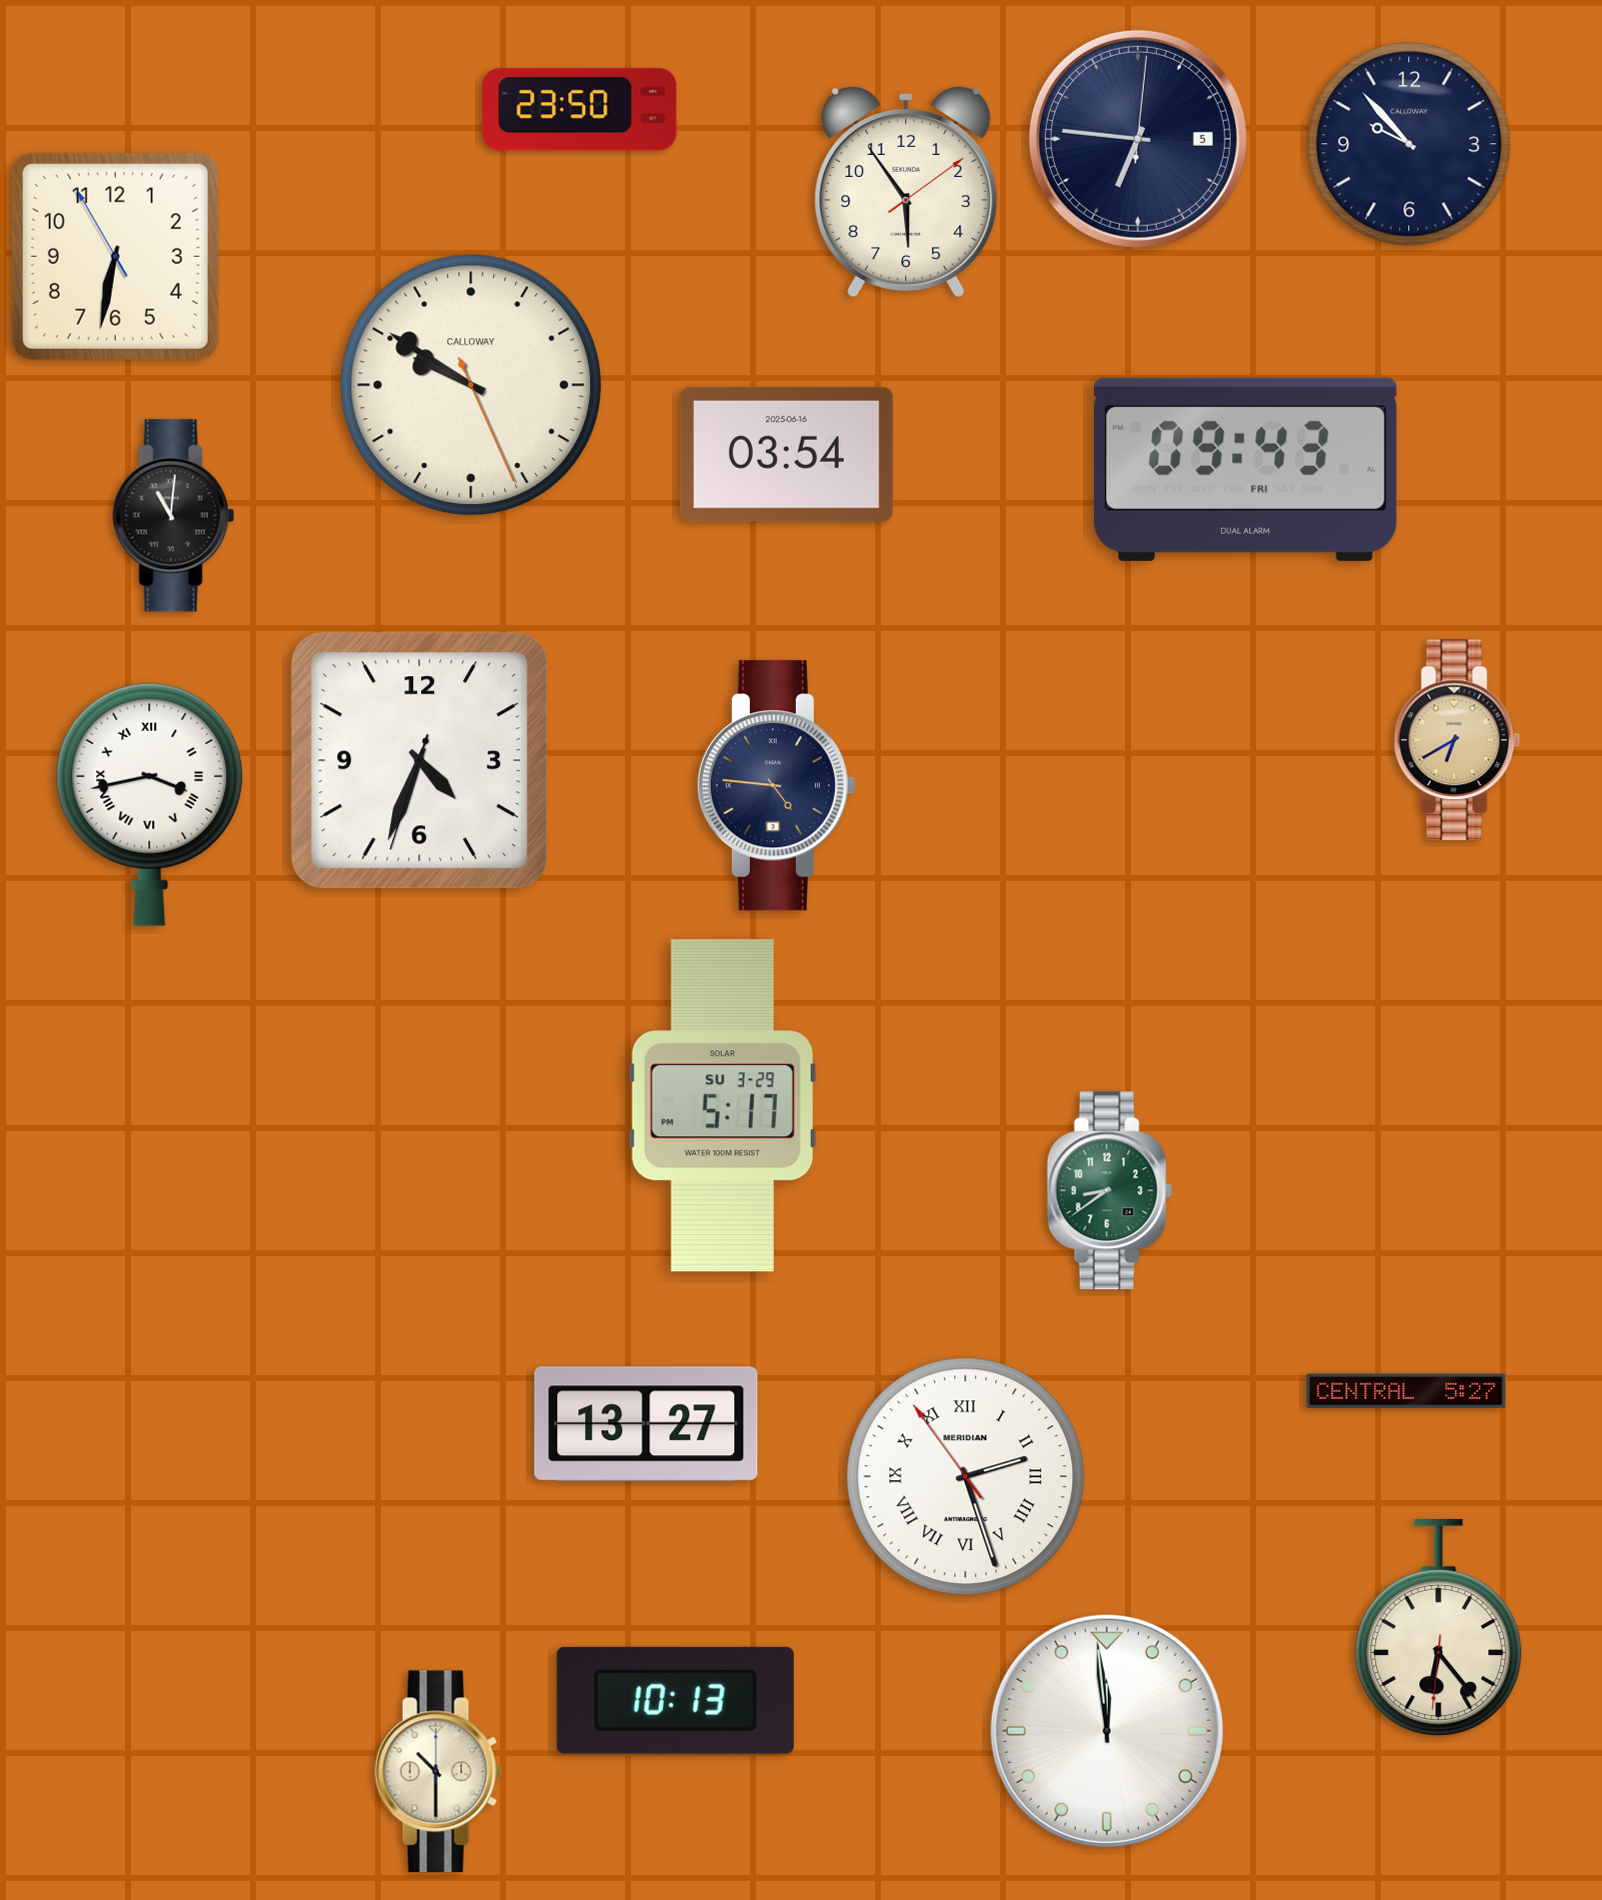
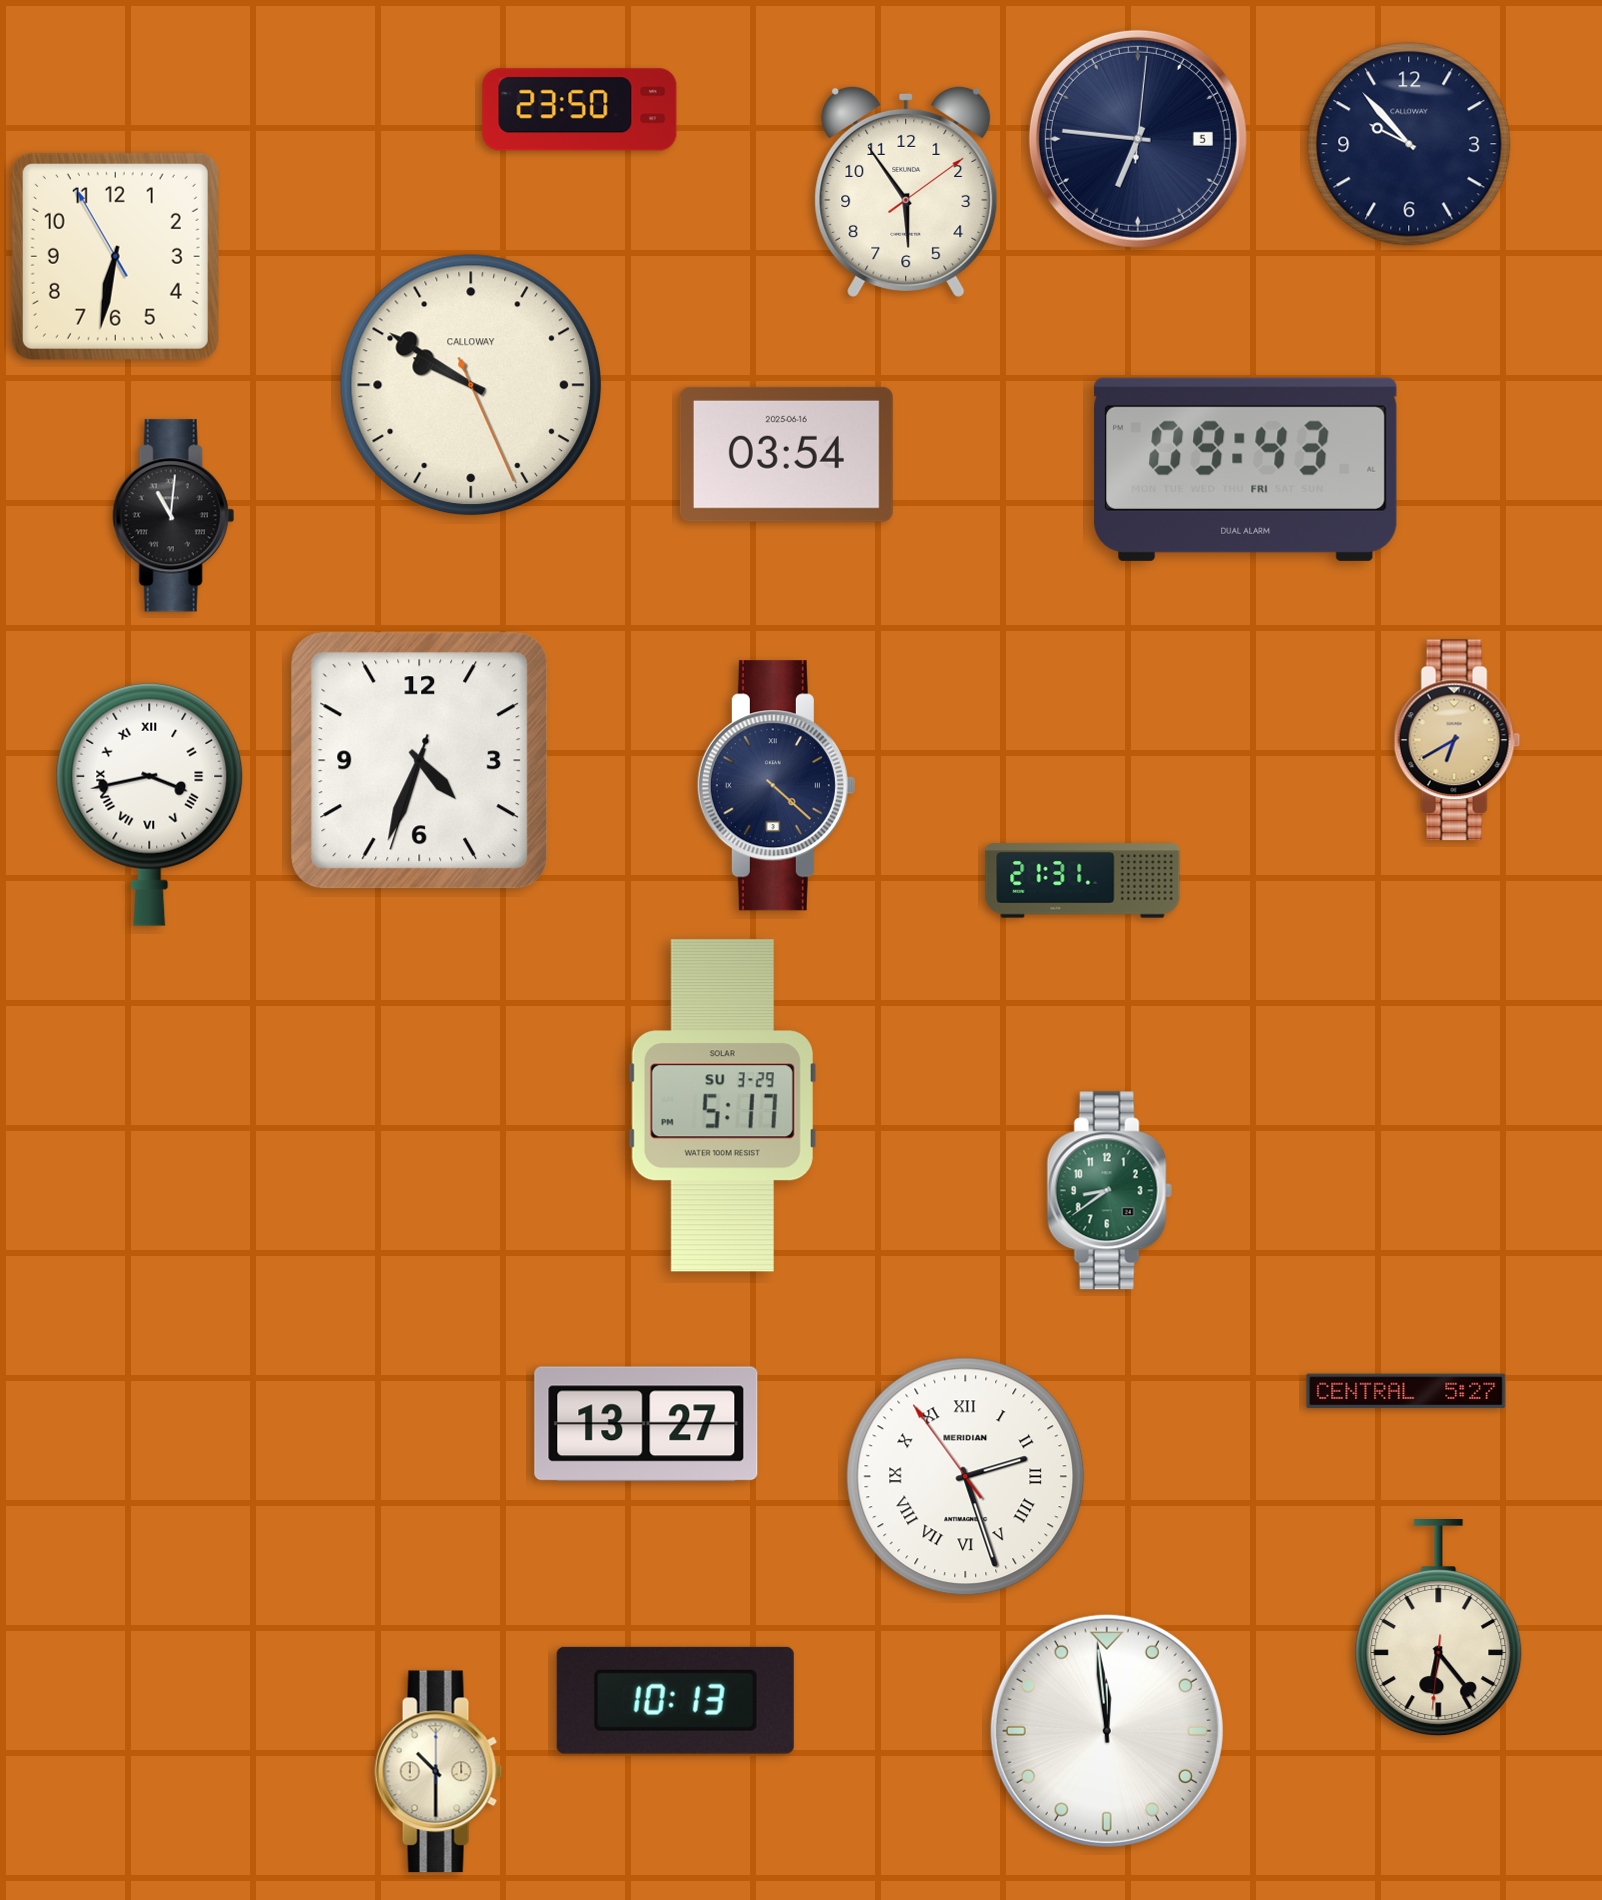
clock at (776, 786): 4:46 -> 4:22
clock at (1083, 881): none -> 21:31
